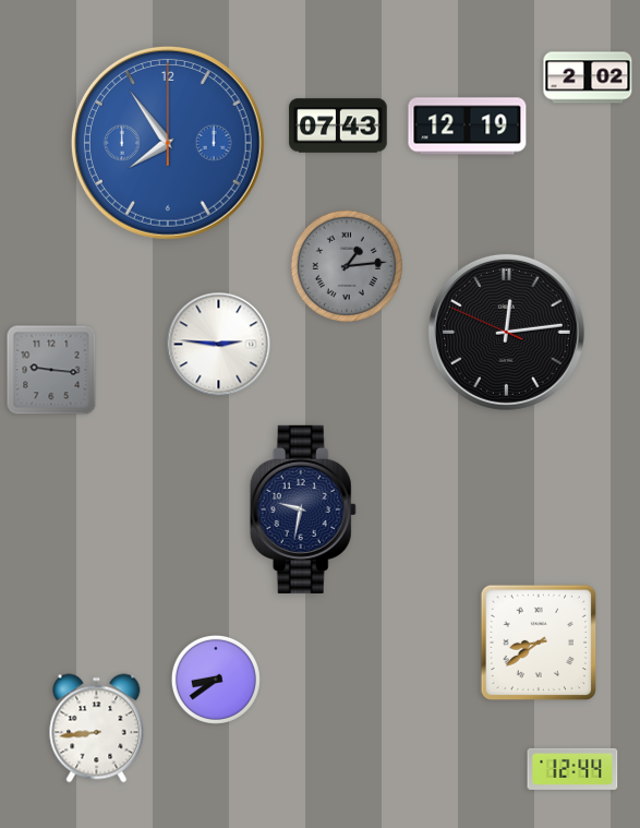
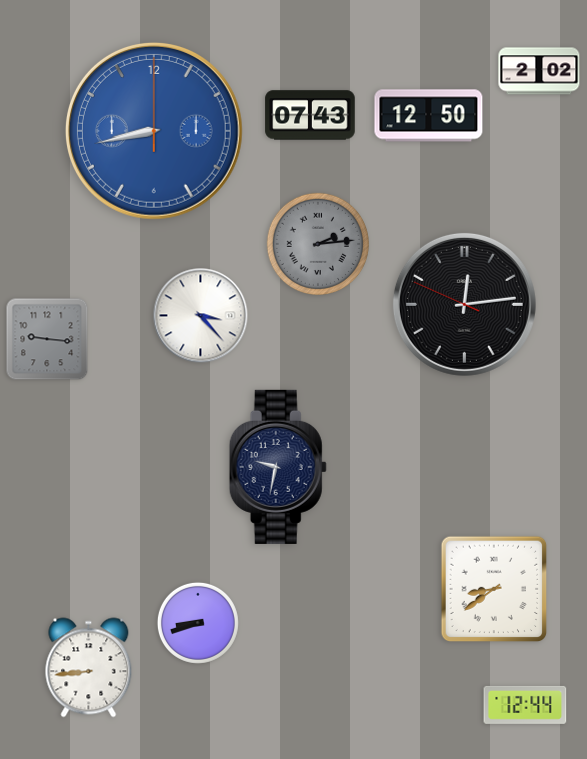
clock at (468, 127): 12:19 -> 12:50
clock at (168, 143): 7:54 -> 8:43
clock at (347, 266): 1:14 -> 2:14
clock at (219, 345): 2:46 -> 3:23
clock at (216, 680): 8:39 -> 8:42
